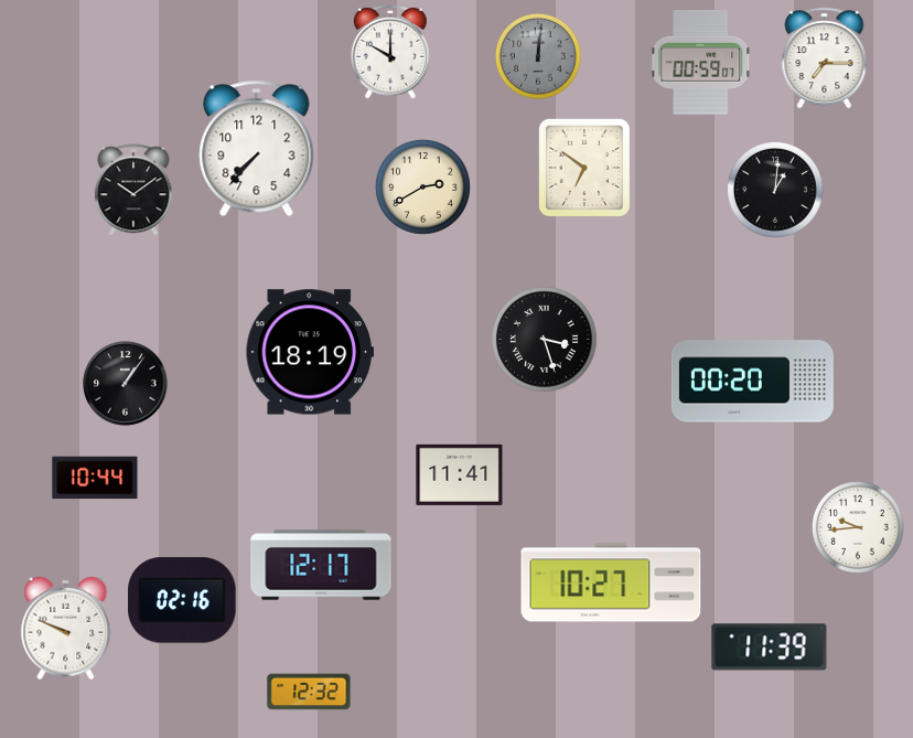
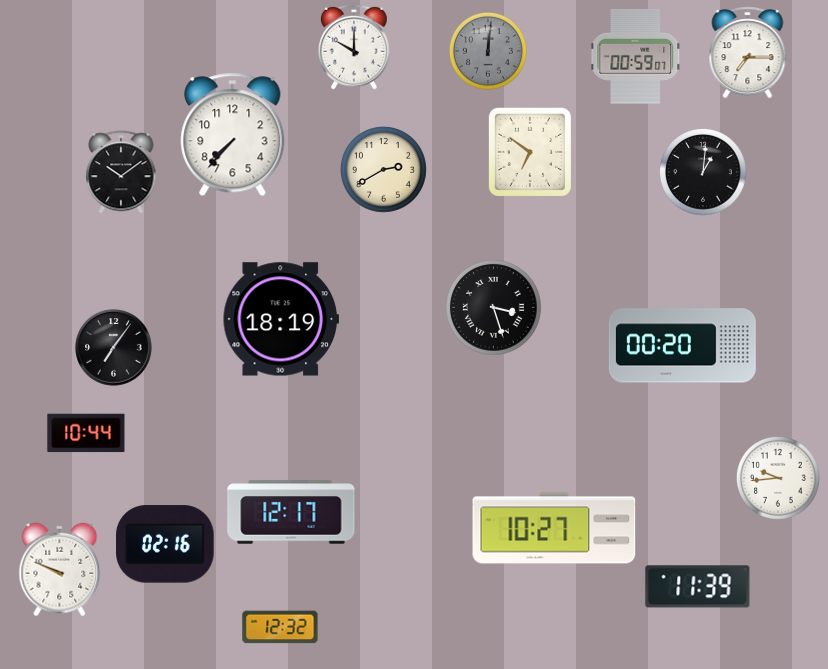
clock at (126, 384): 1:06 -> 7:06
clock at (460, 474): 11:41 -> none
